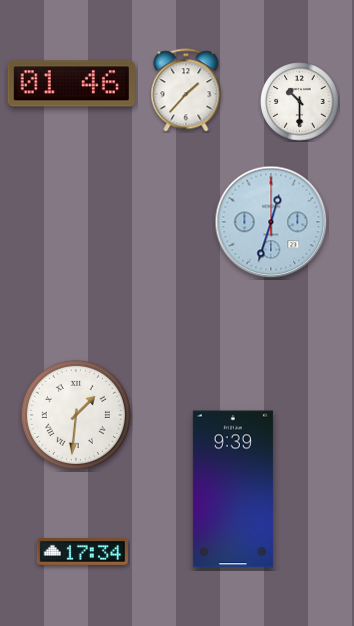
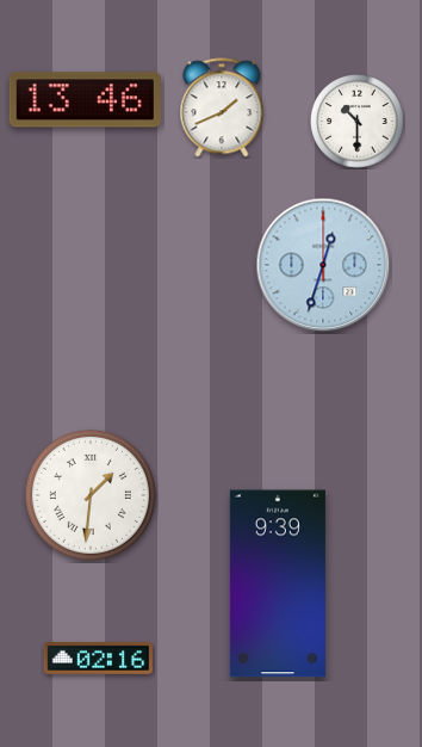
clock at (71, 84): 01:46 -> 13:46
clock at (186, 90): 1:37 -> 1:41
clock at (82, 551): 17:34 -> 02:16
